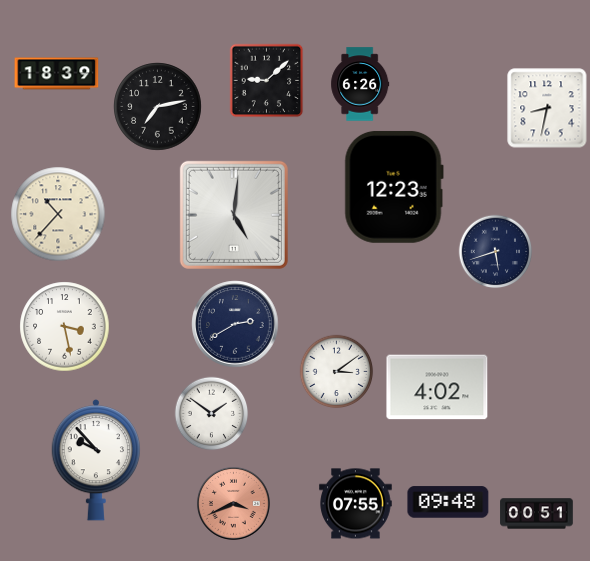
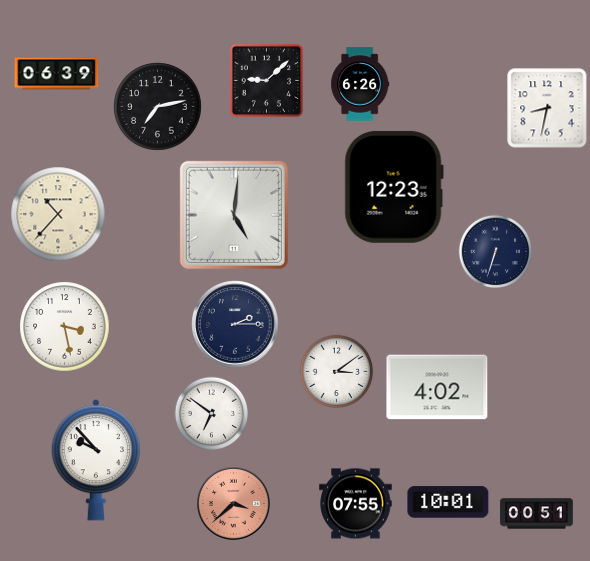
clock at (57, 74): 18:39 -> 06:39
clock at (496, 252): 5:42 -> 6:33
clock at (235, 324): 2:40 -> 2:15
clock at (212, 414): 1:51 -> 6:51
clock at (448, 502): 09:48 -> 10:01
clock at (233, 503): 3:41 -> 3:38
